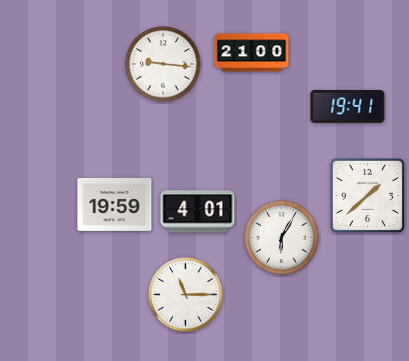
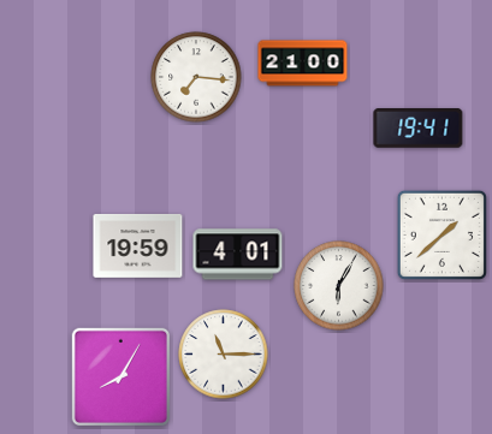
clock at (163, 64): 9:16 -> 7:16
clock at (121, 377): none -> 8:05
